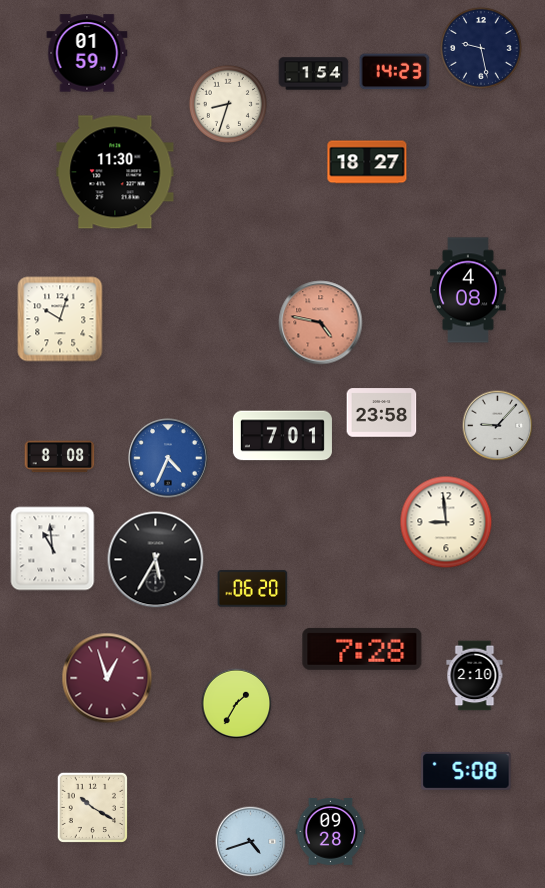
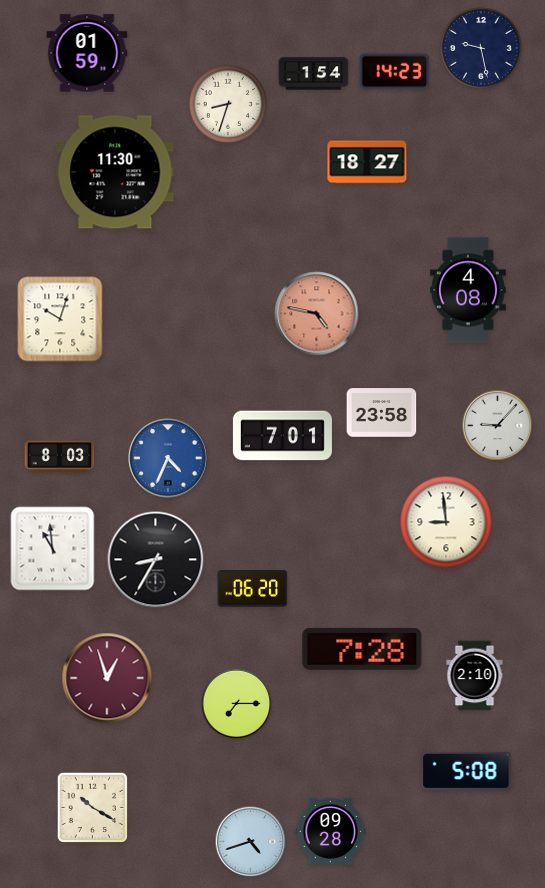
clock at (321, 323) position: (321, 323) -> (317, 314)
clock at (60, 457): 8:08 -> 8:03
clock at (156, 560): 5:35 -> 8:35
clock at (237, 704): 1:35 -> 7:15
